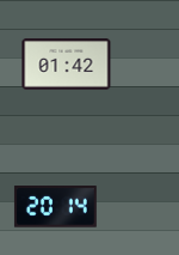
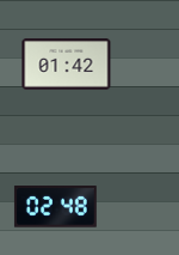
clock at (55, 207): 20:14 -> 02:48
